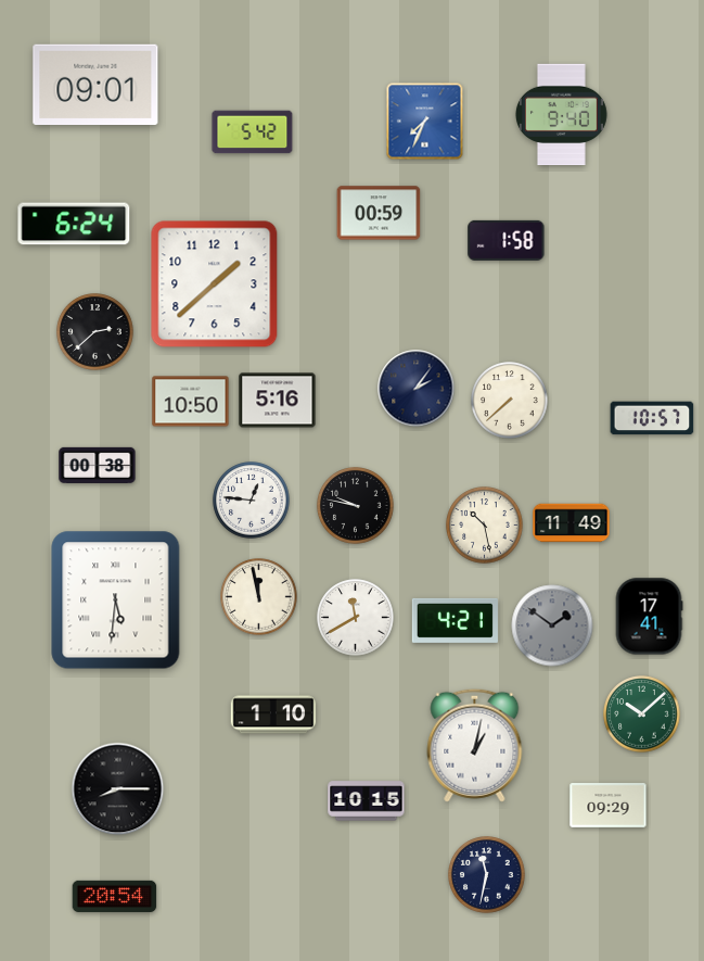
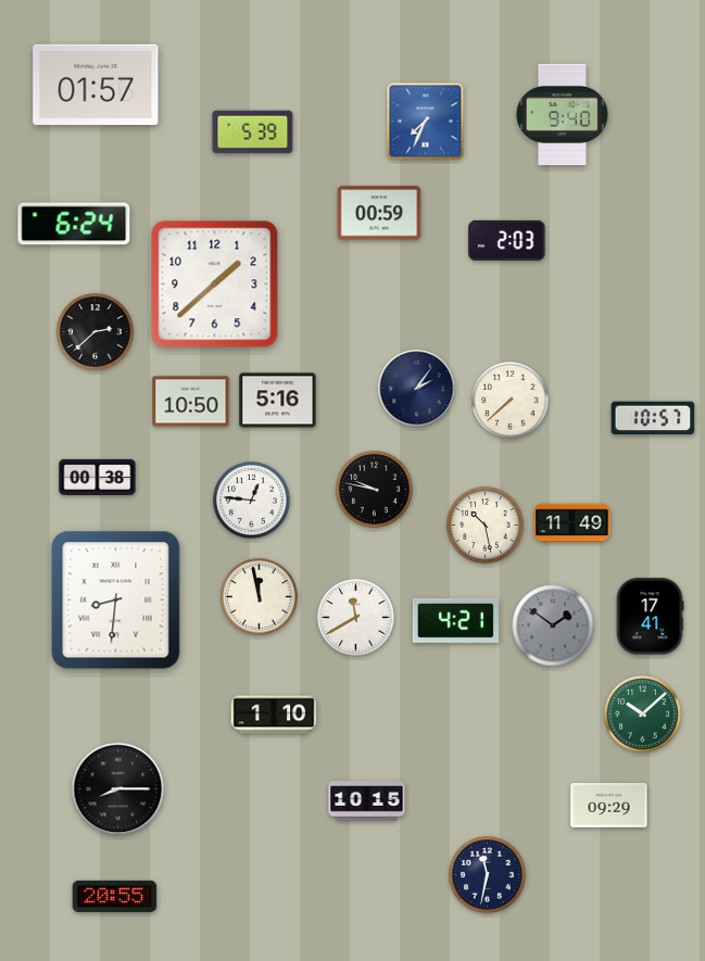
clock at (95, 84): 09:01 -> 01:57
clock at (253, 132): 5:42 -> 5:39
clock at (507, 240): 1:58 -> 2:03
clock at (98, 465) position: (98, 465) -> (98, 477)
clock at (356, 506) position: (356, 506) -> (375, 490)
clock at (116, 600): 5:31 -> 8:31
clock at (475, 745): 1:02 -> none
clock at (115, 896): 20:54 -> 20:55
